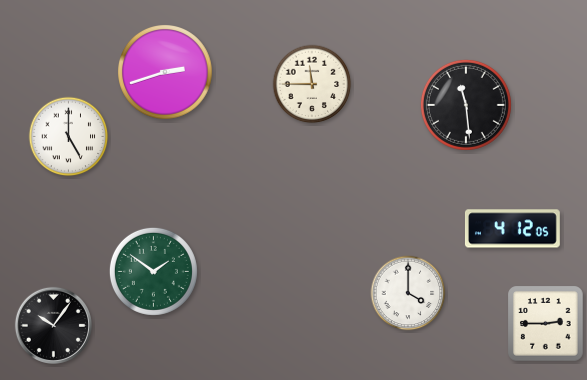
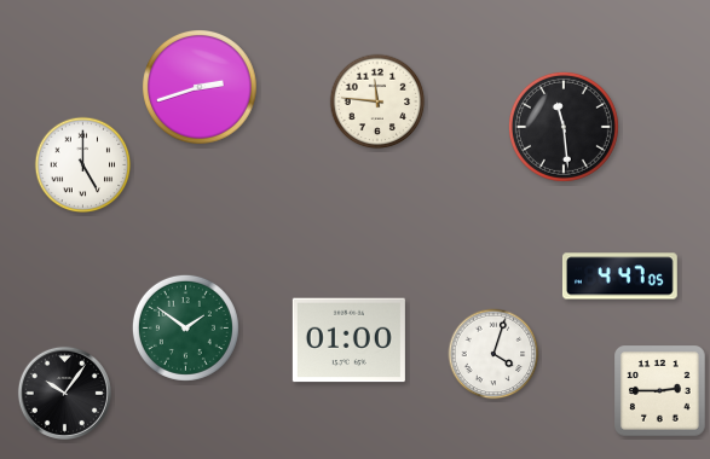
clock at (312, 84): 11:45 -> 11:46
clock at (512, 229): 4:12 -> 4:47
clock at (348, 341): none -> 01:00
clock at (408, 293): 4:00 -> 4:03
